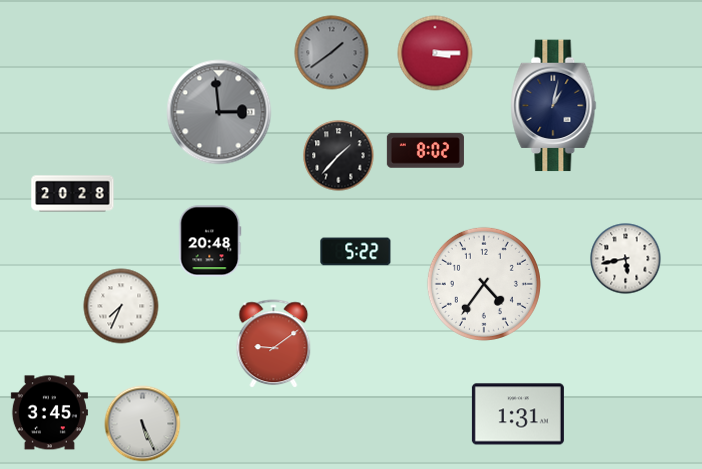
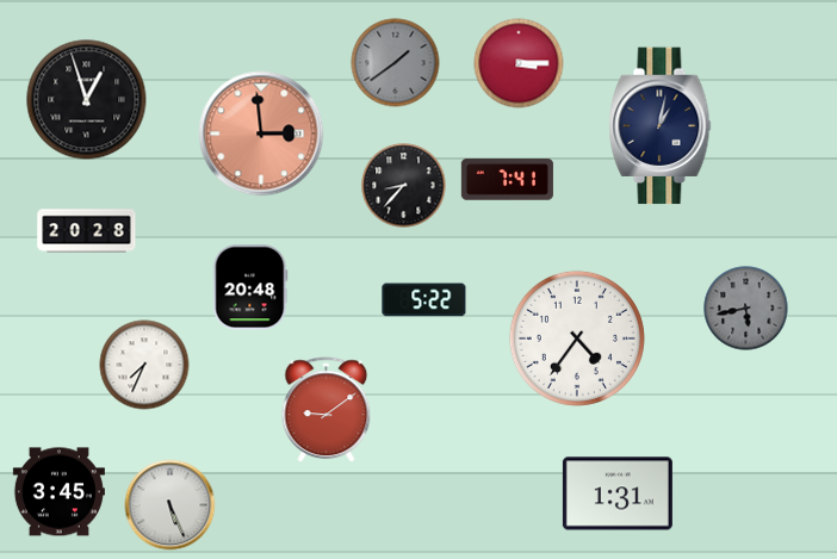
clock at (87, 100): none -> 12:57
clock at (219, 112) dial: grey -> salmon
clock at (425, 151): 8:02 -> 7:41
clock at (339, 156): 1:37 -> 8:37
clock at (626, 259) dial: white -> grey
